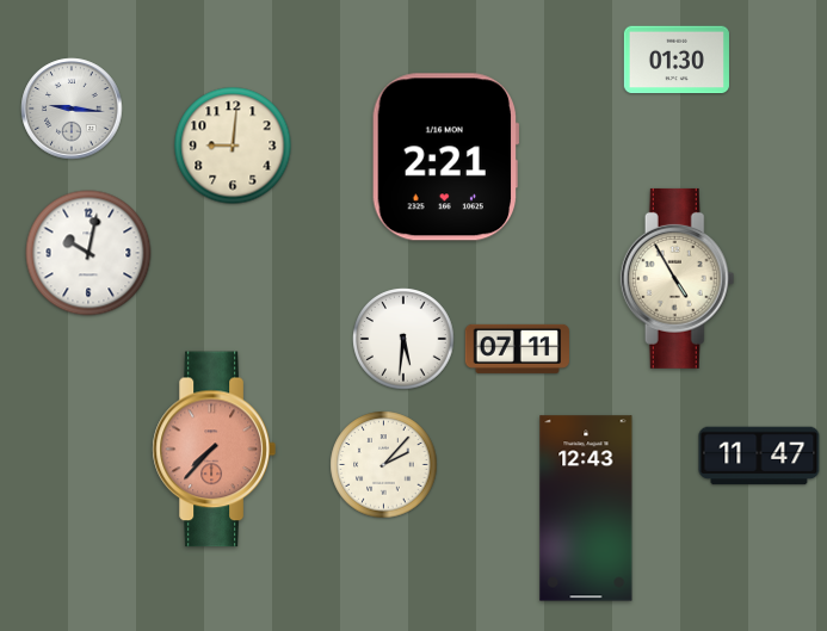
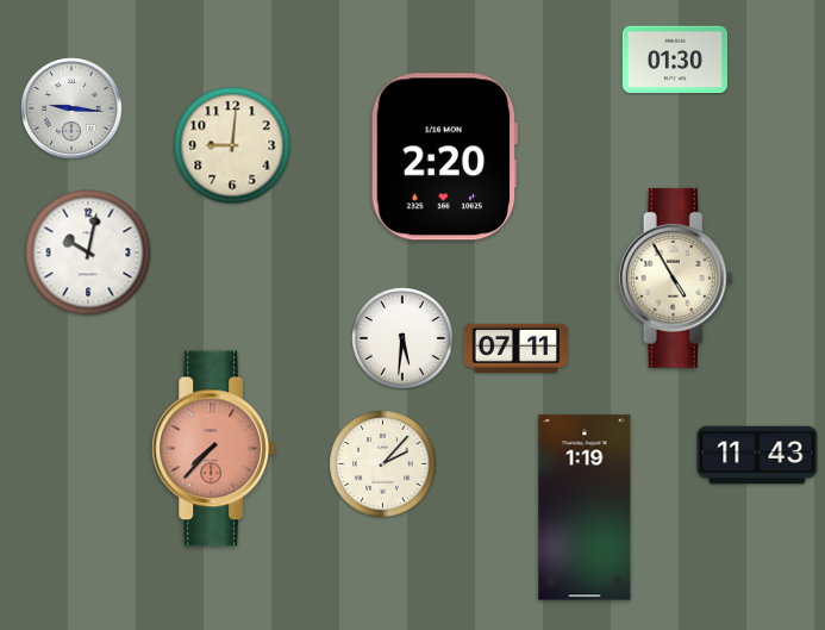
clock at (445, 157): 2:21 -> 2:20
clock at (759, 456): 11:47 -> 11:43
clock at (586, 508): 12:43 -> 1:19
